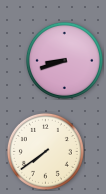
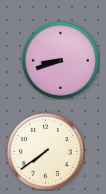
clock at (64, 60) position: (64, 60) -> (60, 60)
